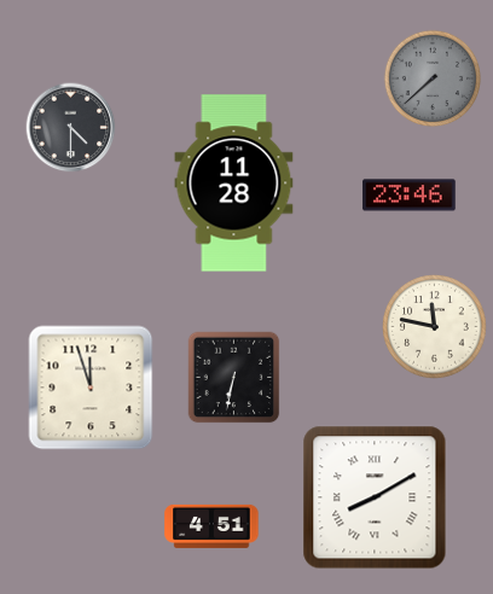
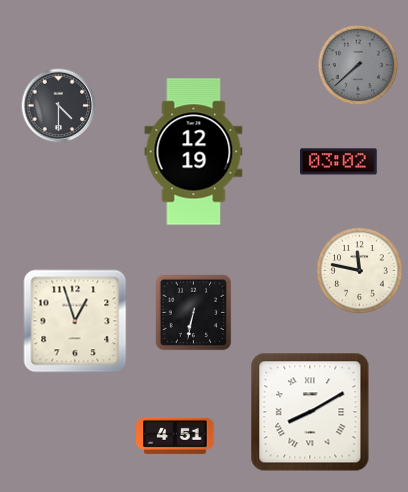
clock at (234, 184): 11:28 -> 12:19
clock at (410, 196): 23:46 -> 03:02
clock at (91, 388): 11:57 -> 12:57
